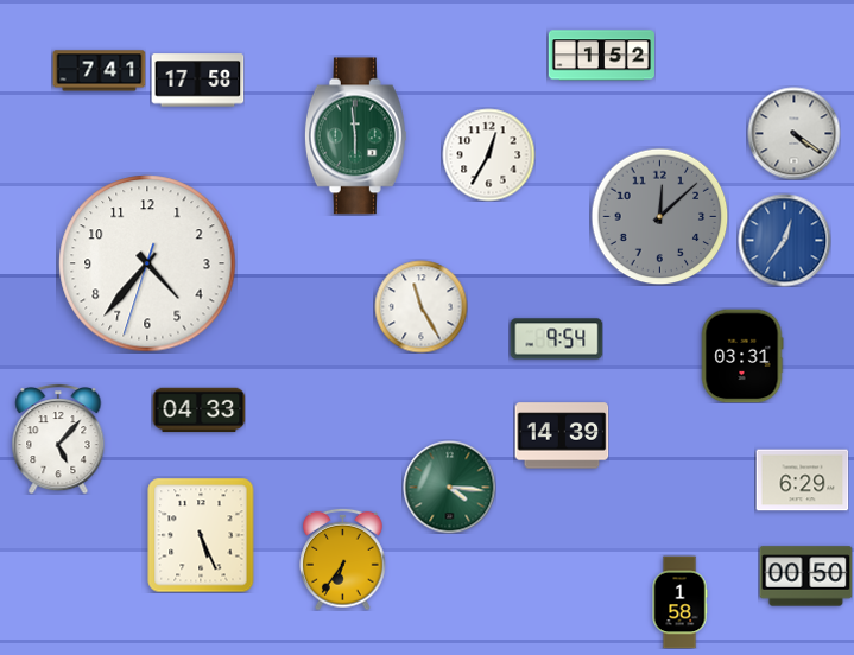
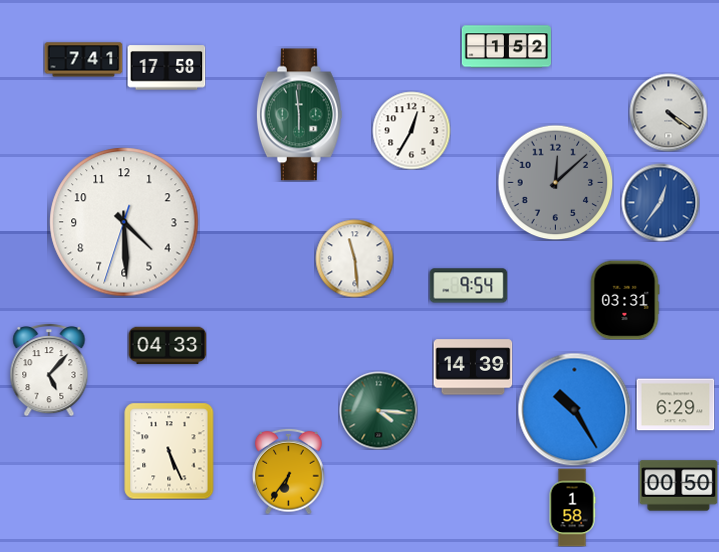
clock at (147, 263): 4:36 -> 4:29
clock at (420, 306): 11:25 -> 11:29
clock at (574, 409): none -> 10:25
